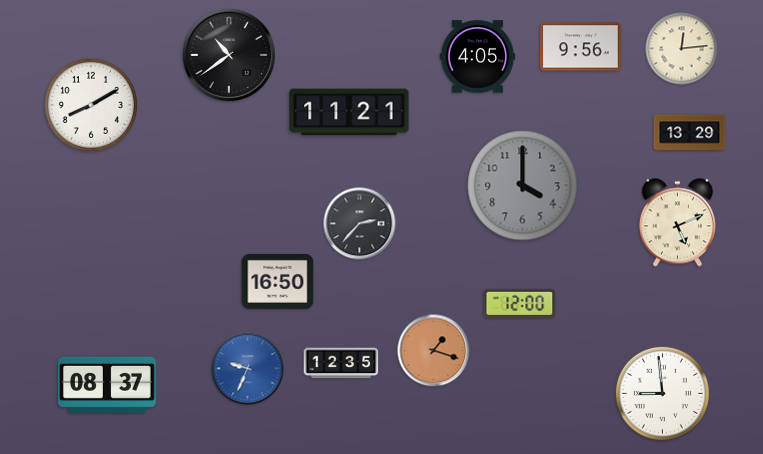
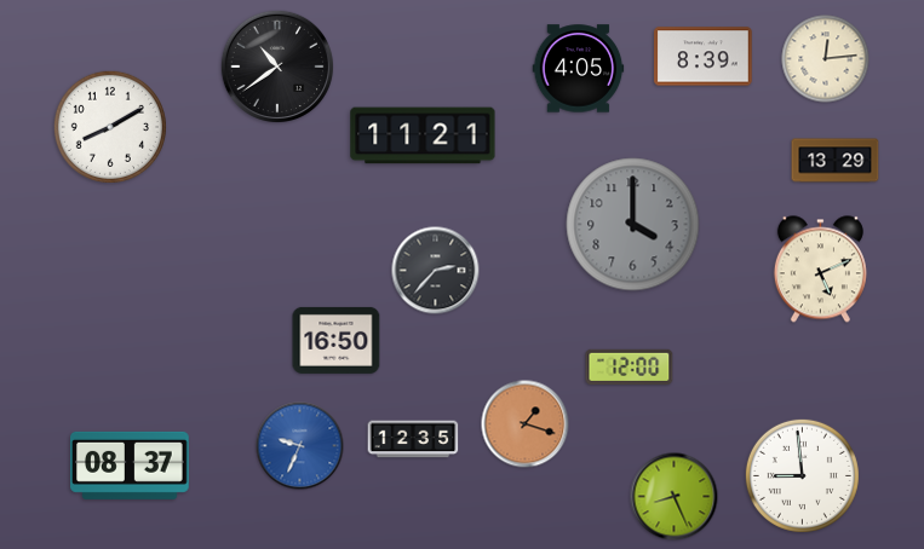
clock at (581, 47): 9:56 -> 8:39
clock at (675, 497): none -> 8:26
